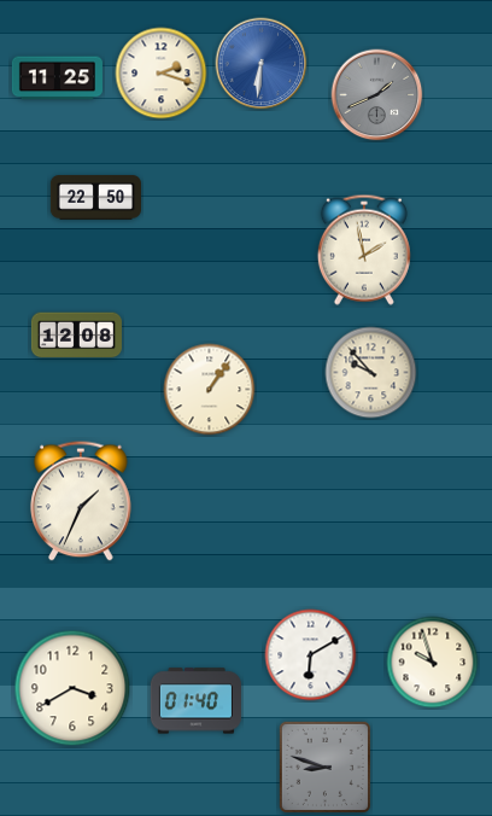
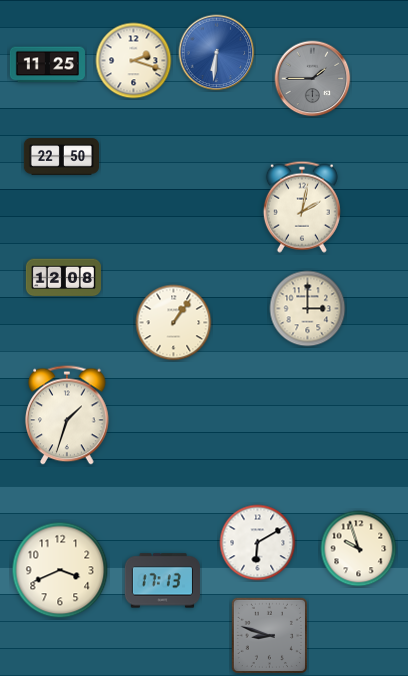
clock at (377, 95): 1:41 -> 1:45
clock at (95, 198) position: (95, 198) -> (61, 157)
clock at (364, 250): 1:58 -> 2:02
clock at (371, 373): 9:53 -> 3:00
clock at (81, 501): 1:34 -> 1:33
clock at (72, 688): 3:40 -> 3:41
clock at (195, 701): 01:40 -> 17:13
